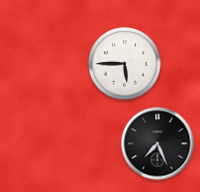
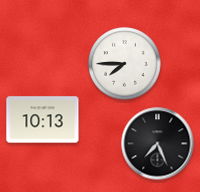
clock at (125, 64): 5:45 -> 7:45
clock at (43, 120): none -> 10:13
